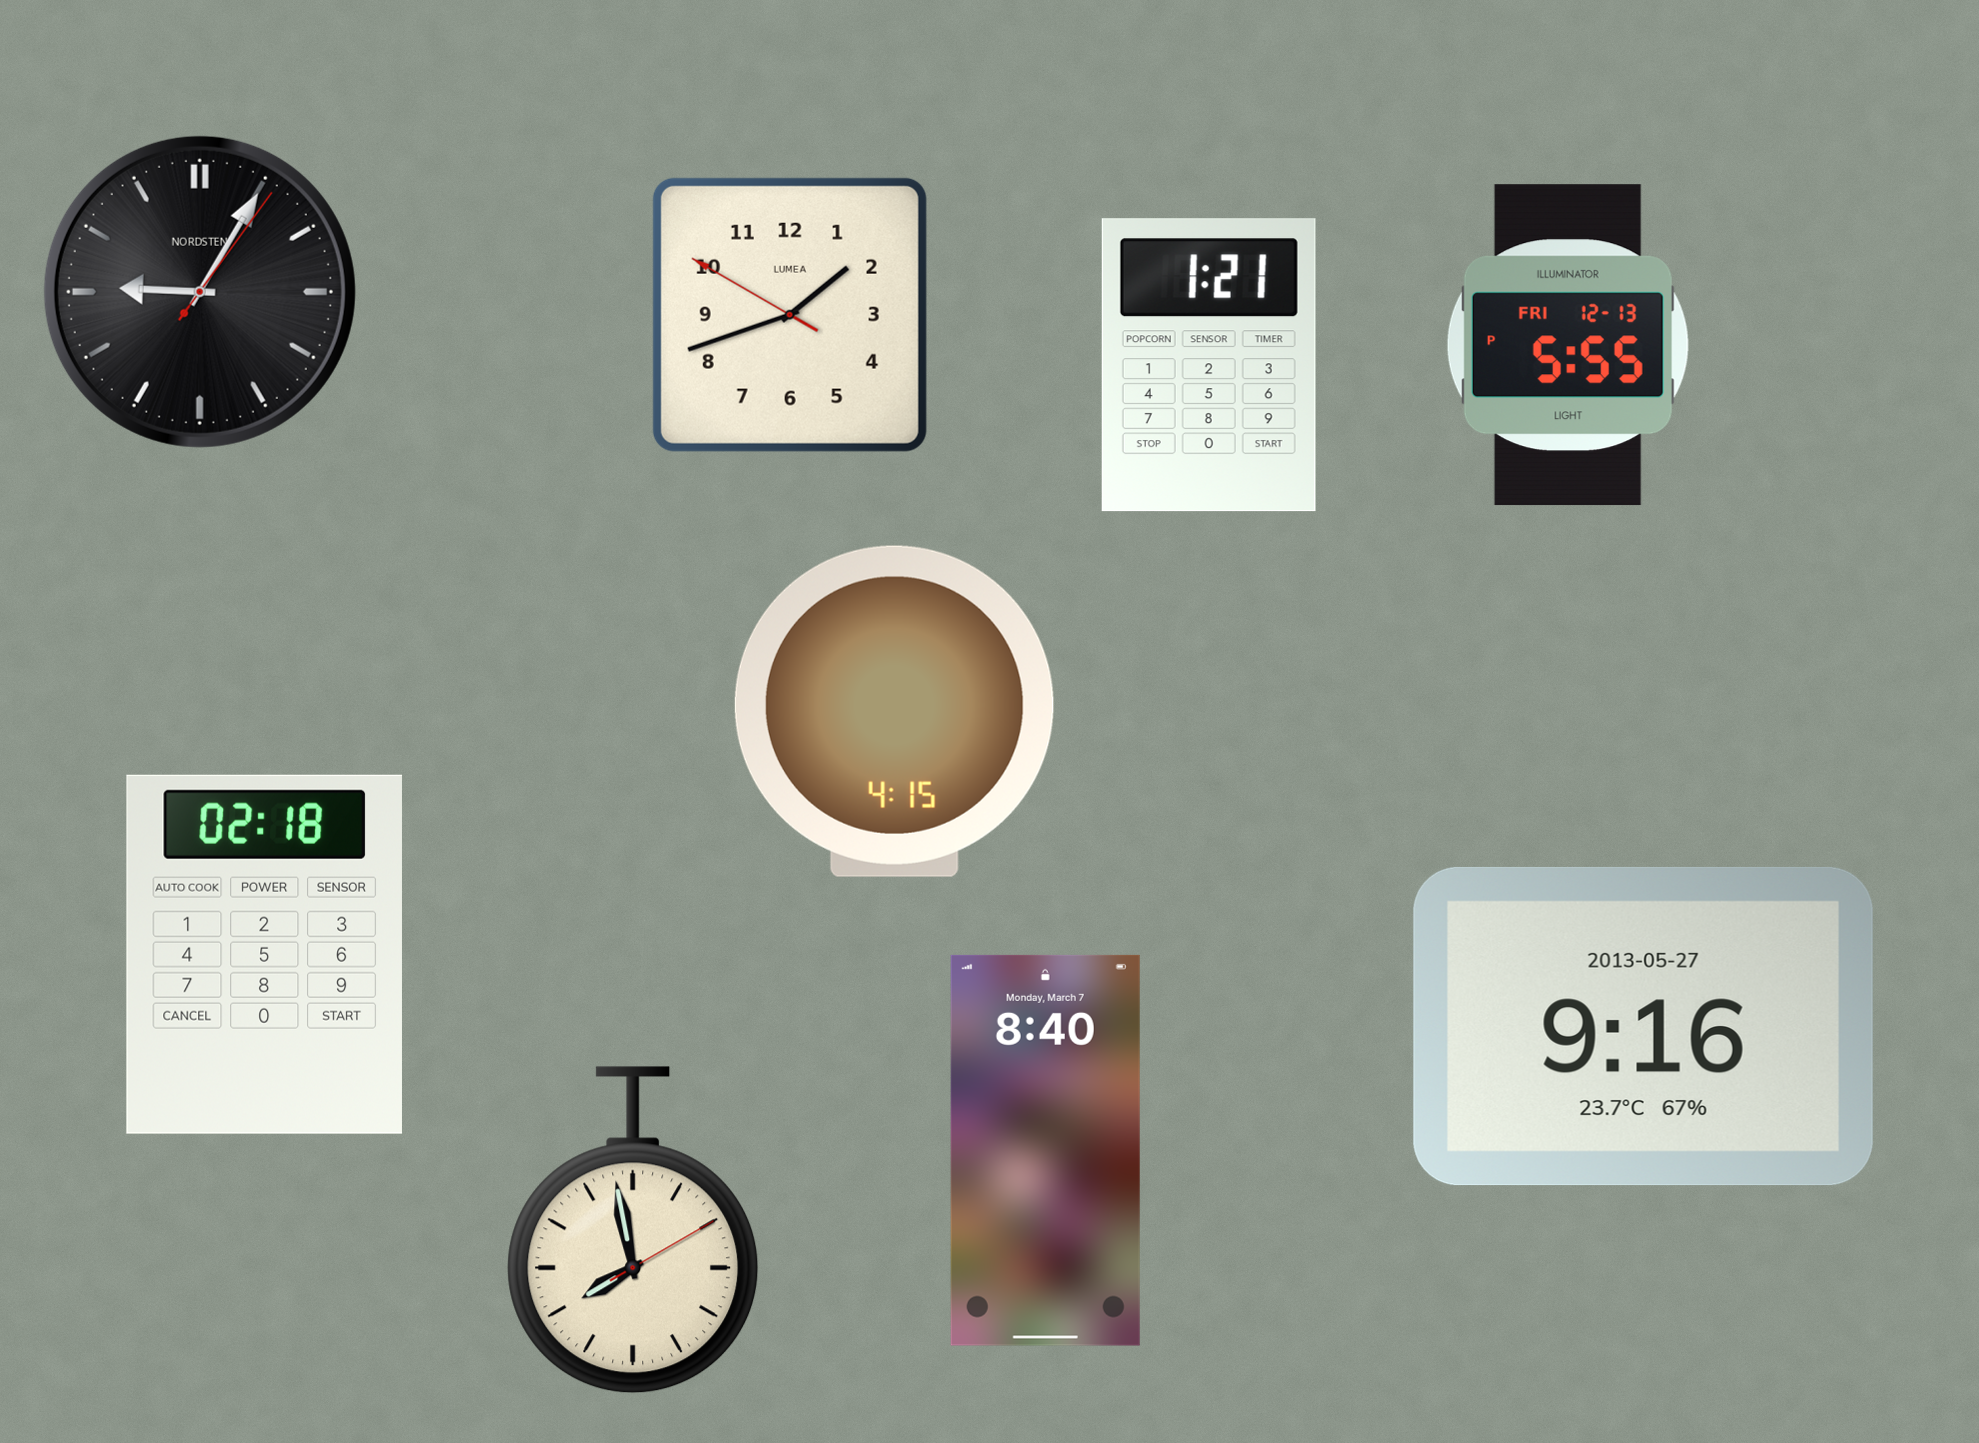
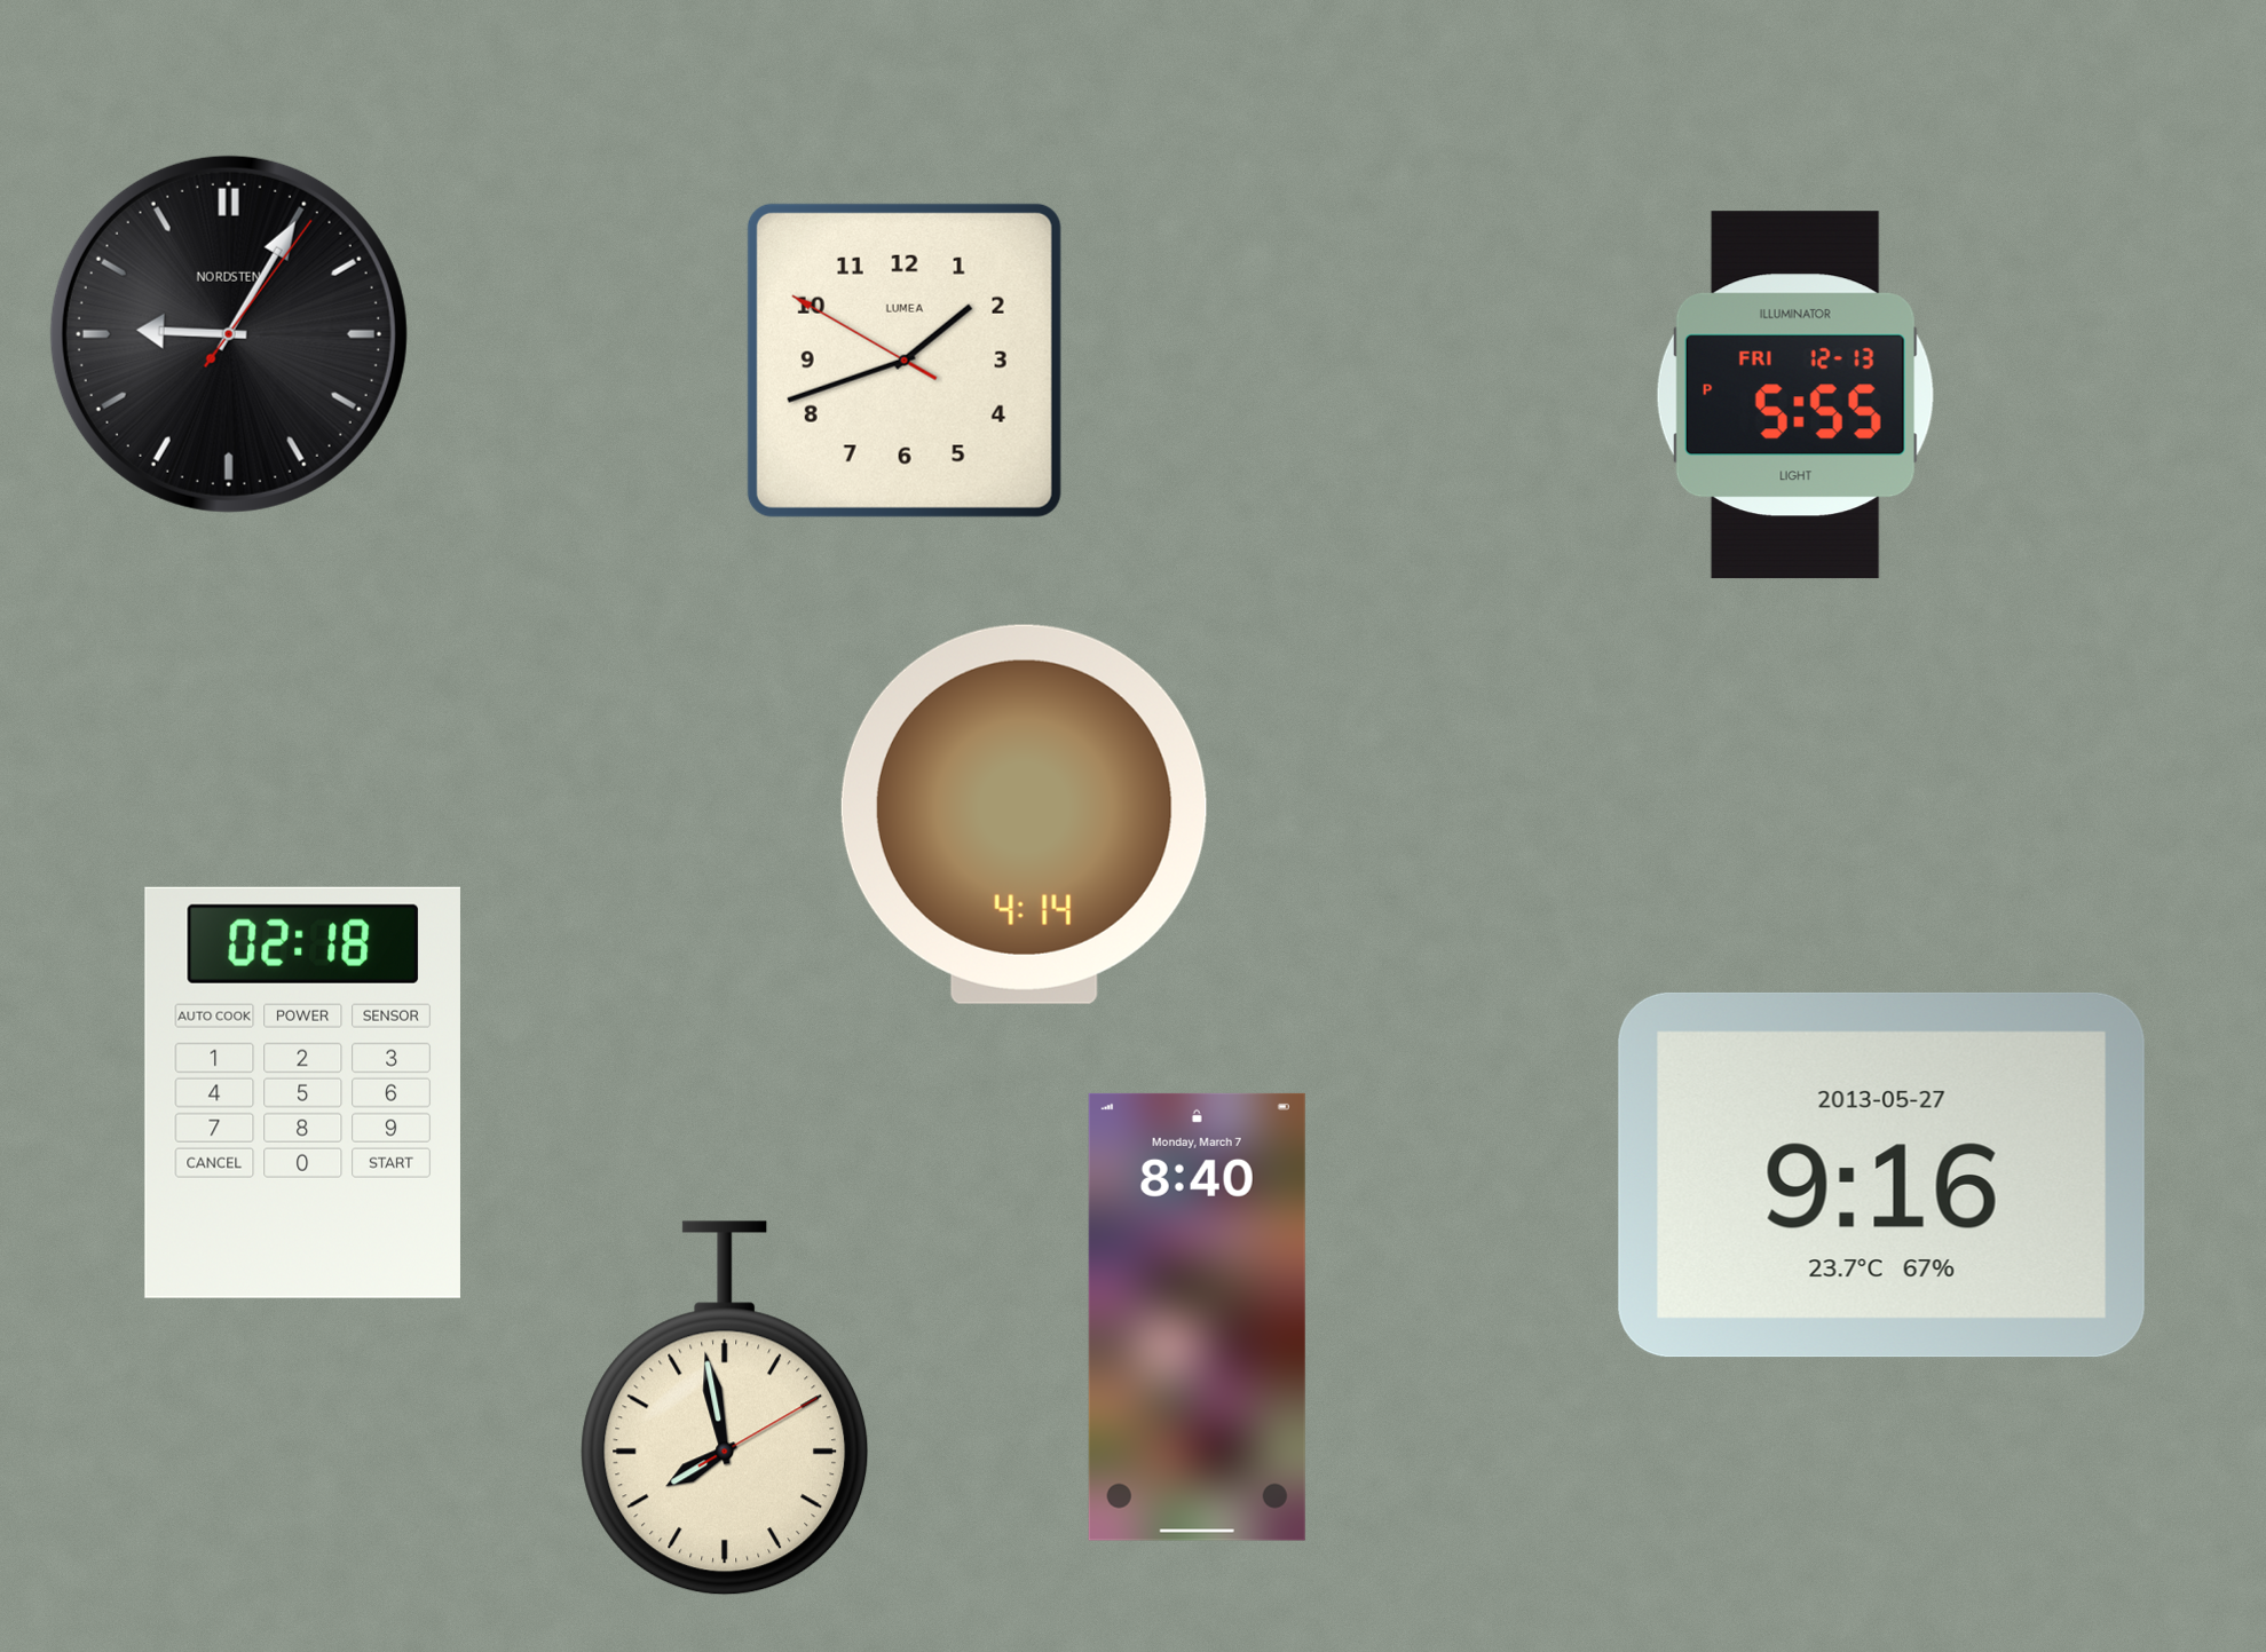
clock at (1209, 365): 1:21 -> none
clock at (894, 711): 4:15 -> 4:14
